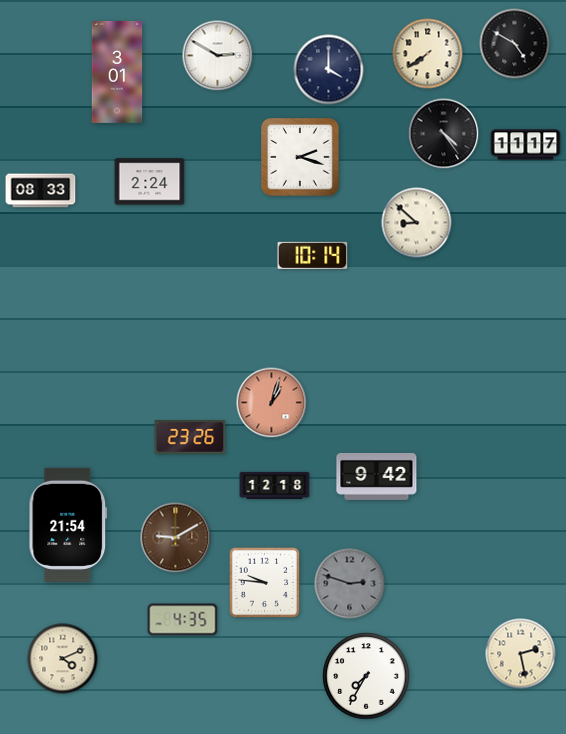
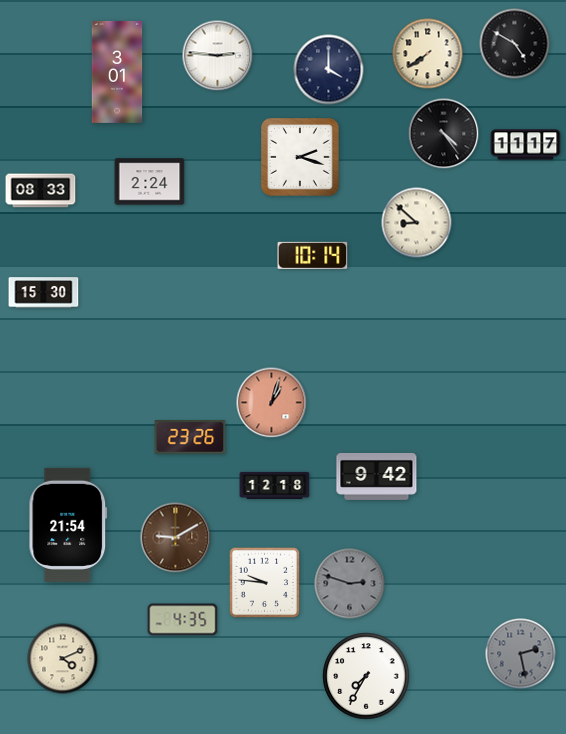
clock at (218, 56): 2:50 -> 2:46
clock at (44, 293): none -> 15:30
clock at (521, 654) dial: cream -> grey
